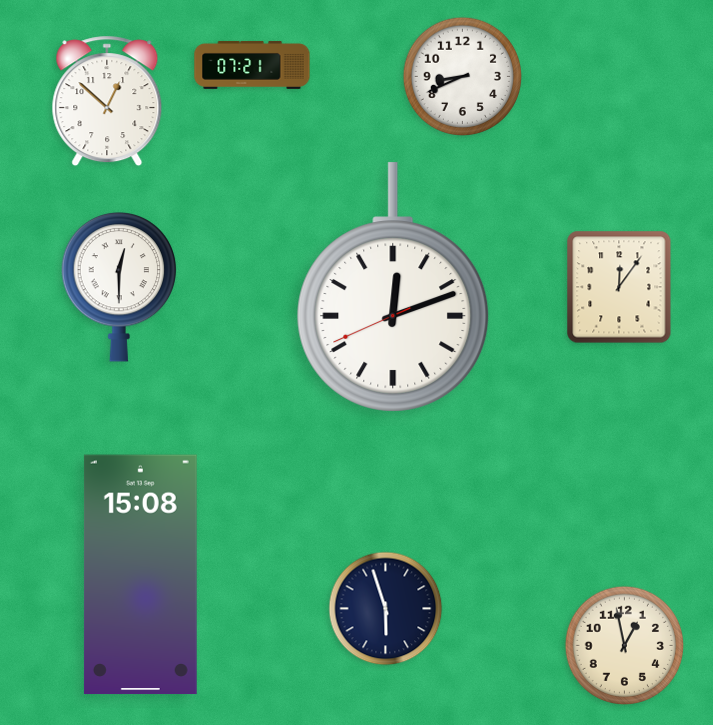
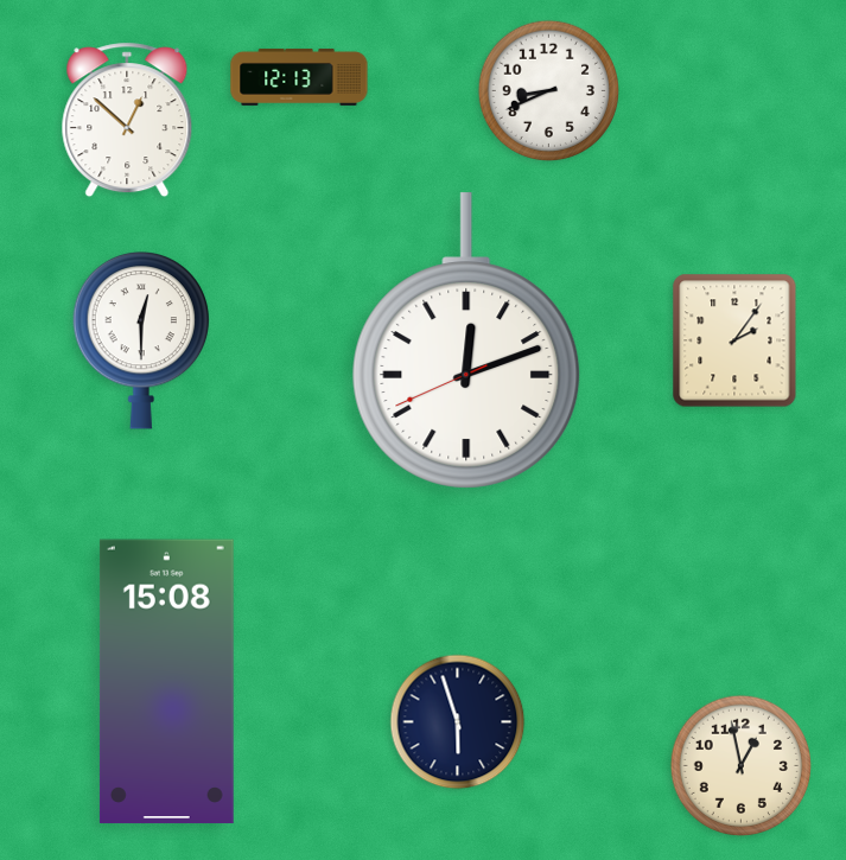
clock at (252, 65): 07:21 -> 12:13
clock at (619, 287): 12:06 -> 2:06
